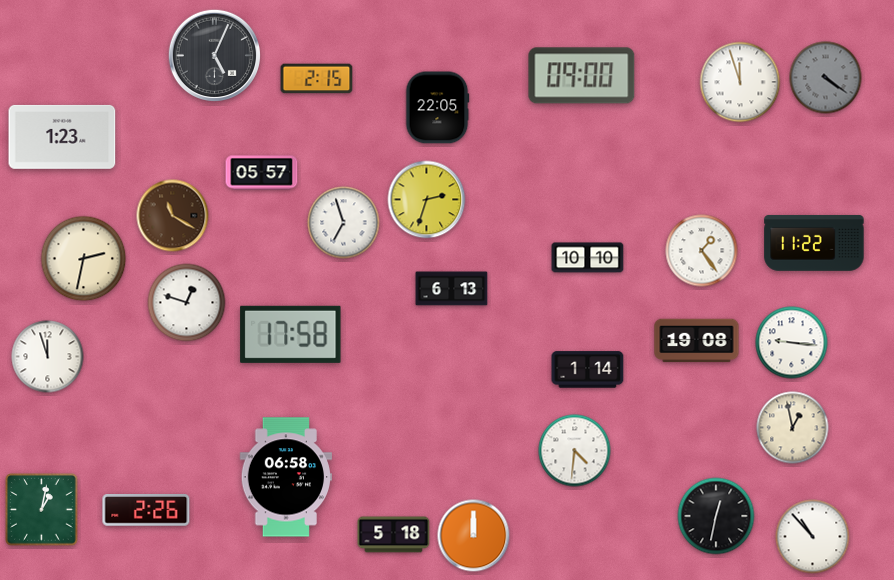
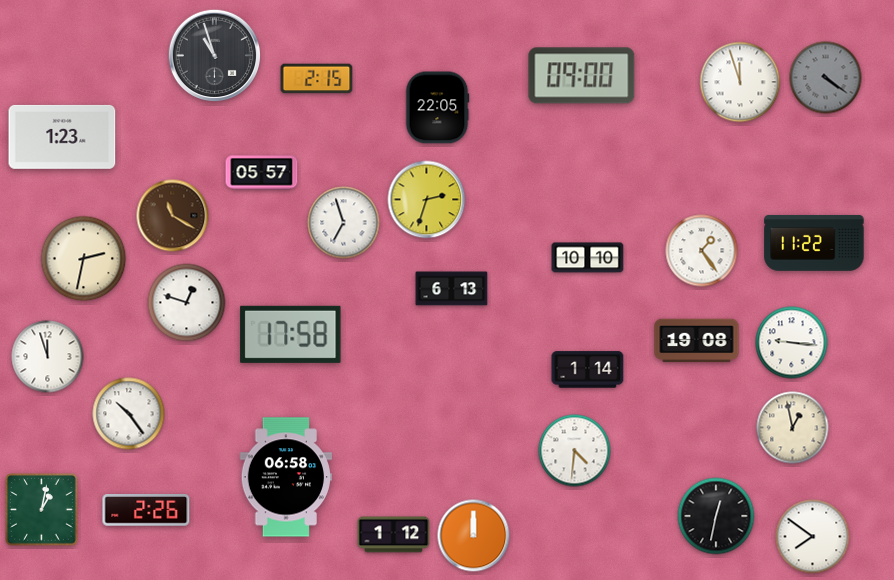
clock at (214, 55): 5:04 -> 10:57
clock at (129, 414): none -> 10:24
clock at (394, 535): 5:18 -> 1:12
clock at (813, 537): 10:53 -> 7:51
